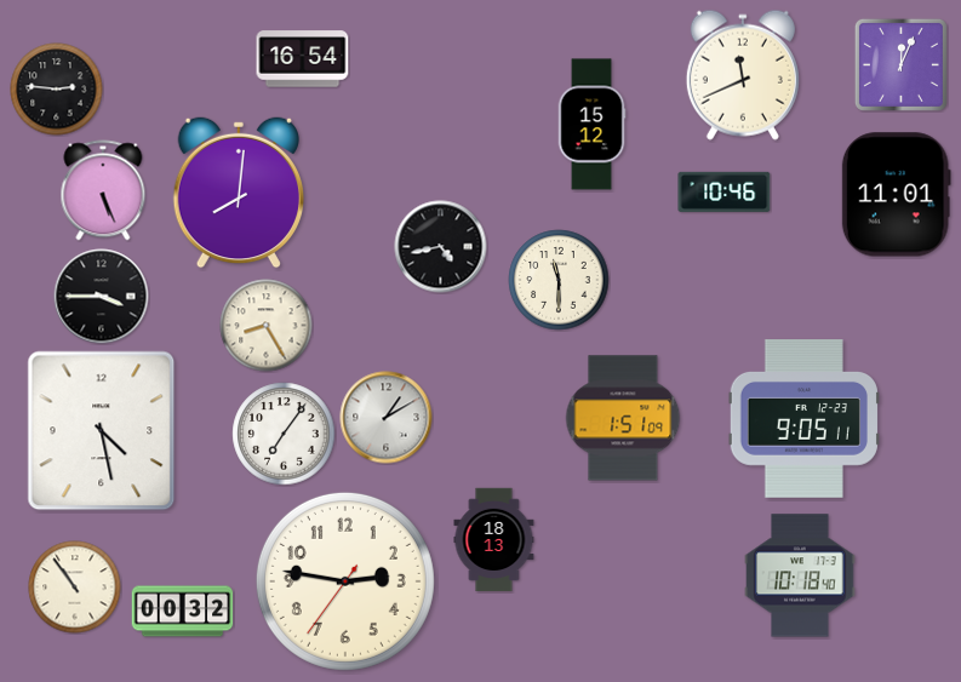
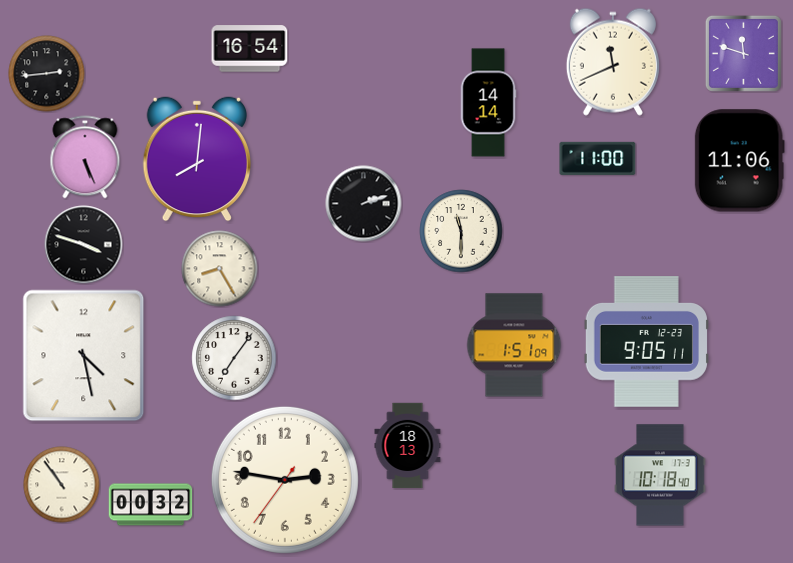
clock at (900, 64): 12:04 -> 11:48
clock at (57, 90): 2:46 -> 2:44
clock at (591, 125): 15:12 -> 14:14
clock at (725, 191): 10:46 -> 11:00
clock at (896, 195): 11:01 -> 11:06
clock at (441, 247): 4:43 -> 2:12
clock at (102, 297): 3:45 -> 3:48
clock at (387, 418): 1:10 -> none
clock at (803, 419) position: (803, 419) -> (646, 342)
